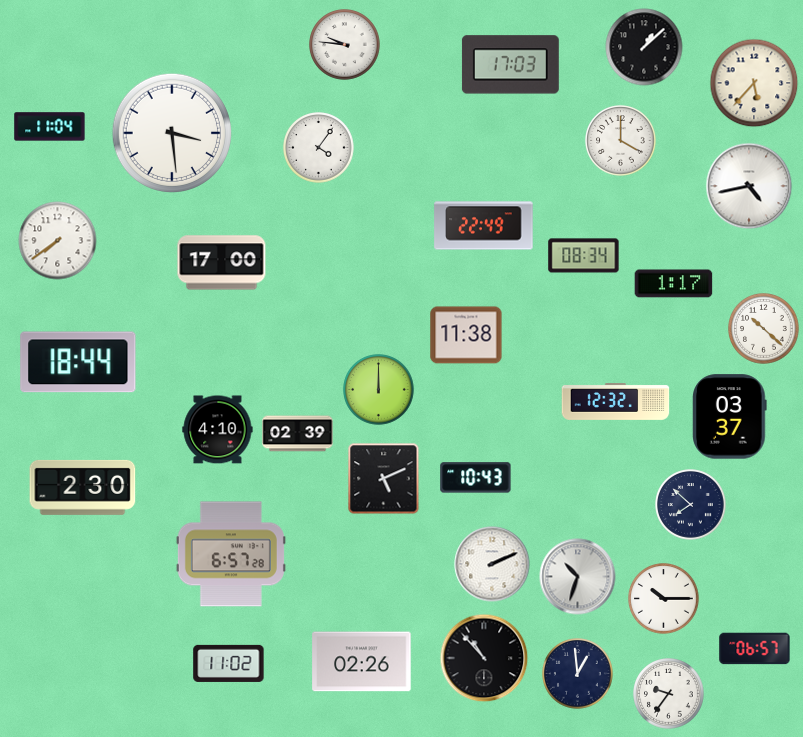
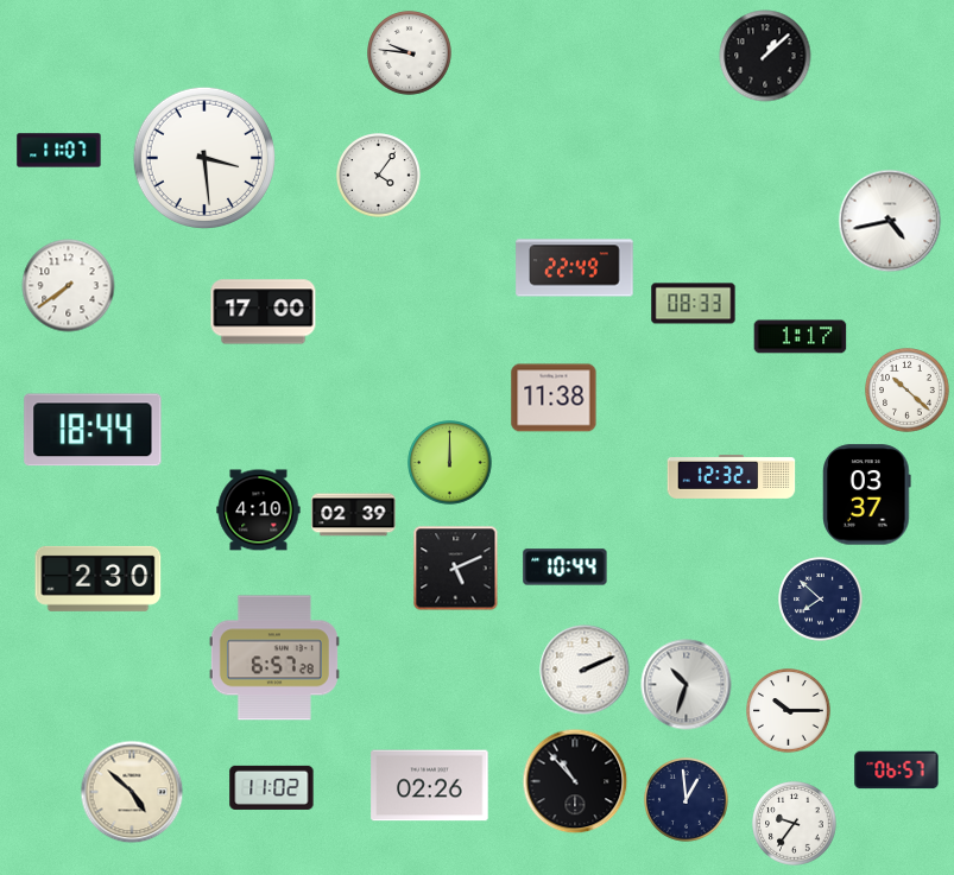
clock at (510, 65): 17:03 -> none
clock at (754, 83): 5:37 -> none
clock at (50, 127): 11:04 -> 11:07
clock at (621, 141): 4:00 -> none
clock at (584, 256): 08:34 -> 08:33
clock at (476, 478): 10:43 -> 10:44
clock at (132, 792): none -> 4:52
